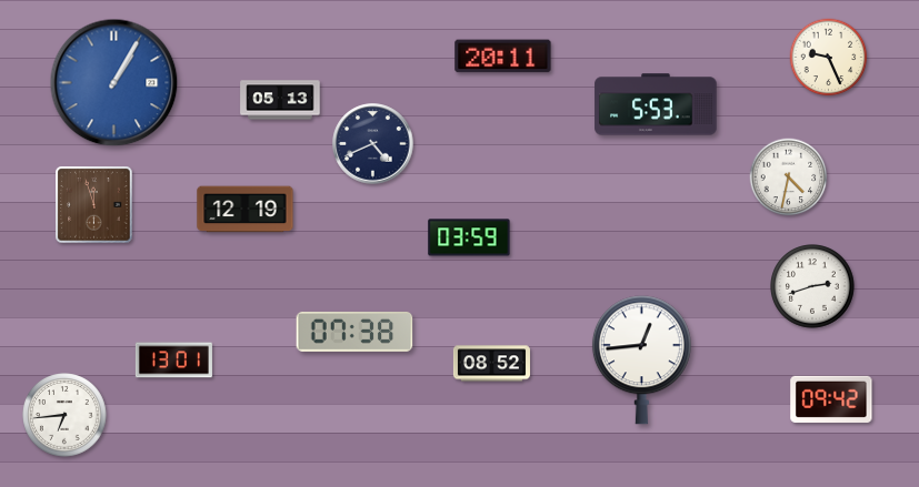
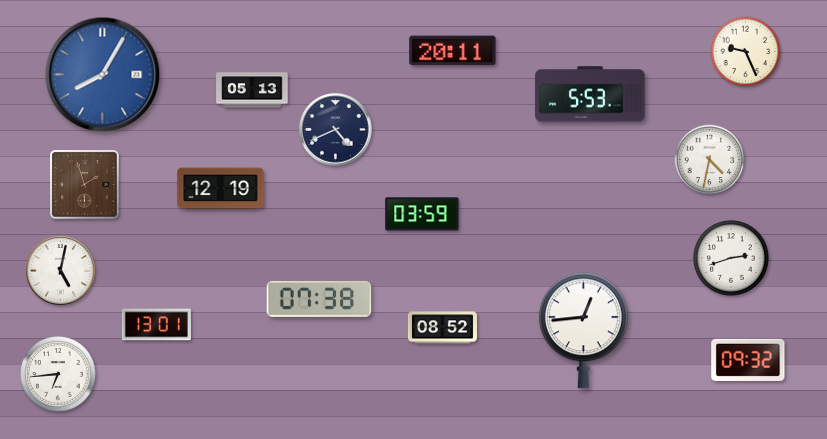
clock at (114, 83): 1:05 -> 8:05
clock at (94, 205): 11:57 -> 1:57
clock at (60, 270): none -> 5:02
clock at (641, 361) position: (641, 361) -> (583, 331)
clock at (831, 399): 09:42 -> 09:32
